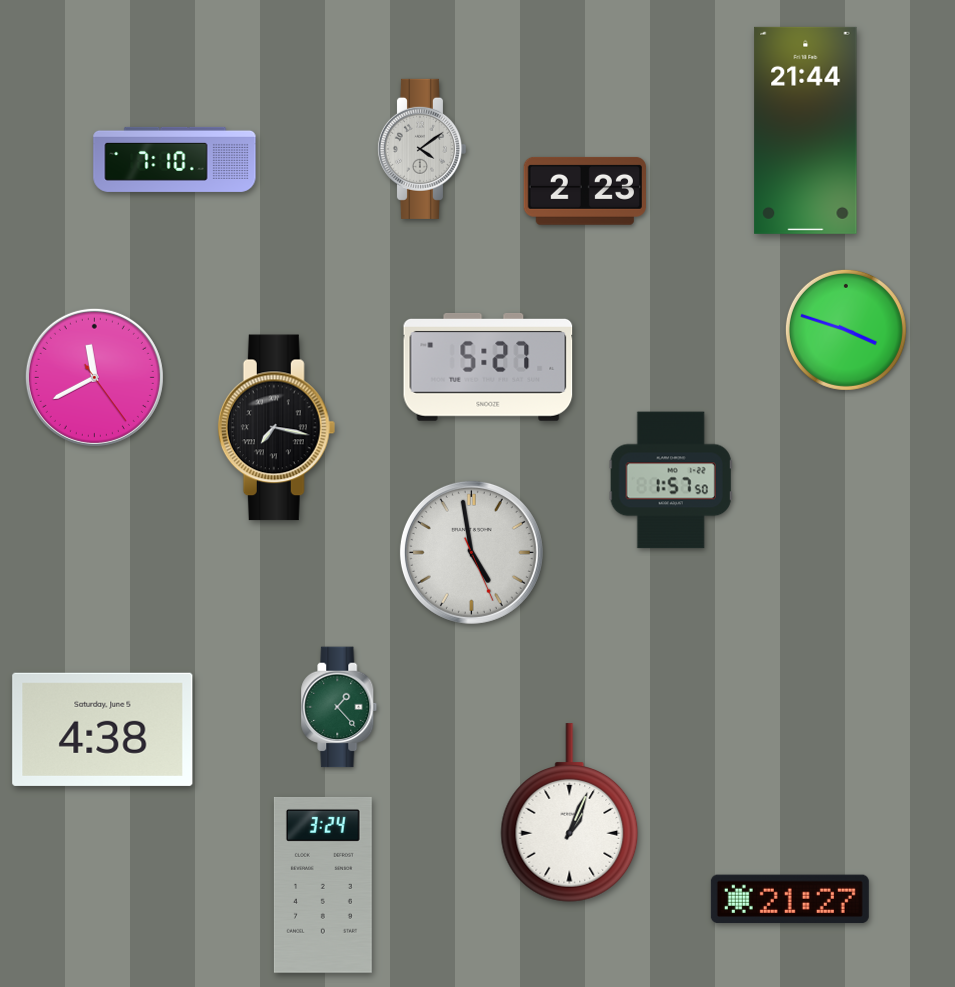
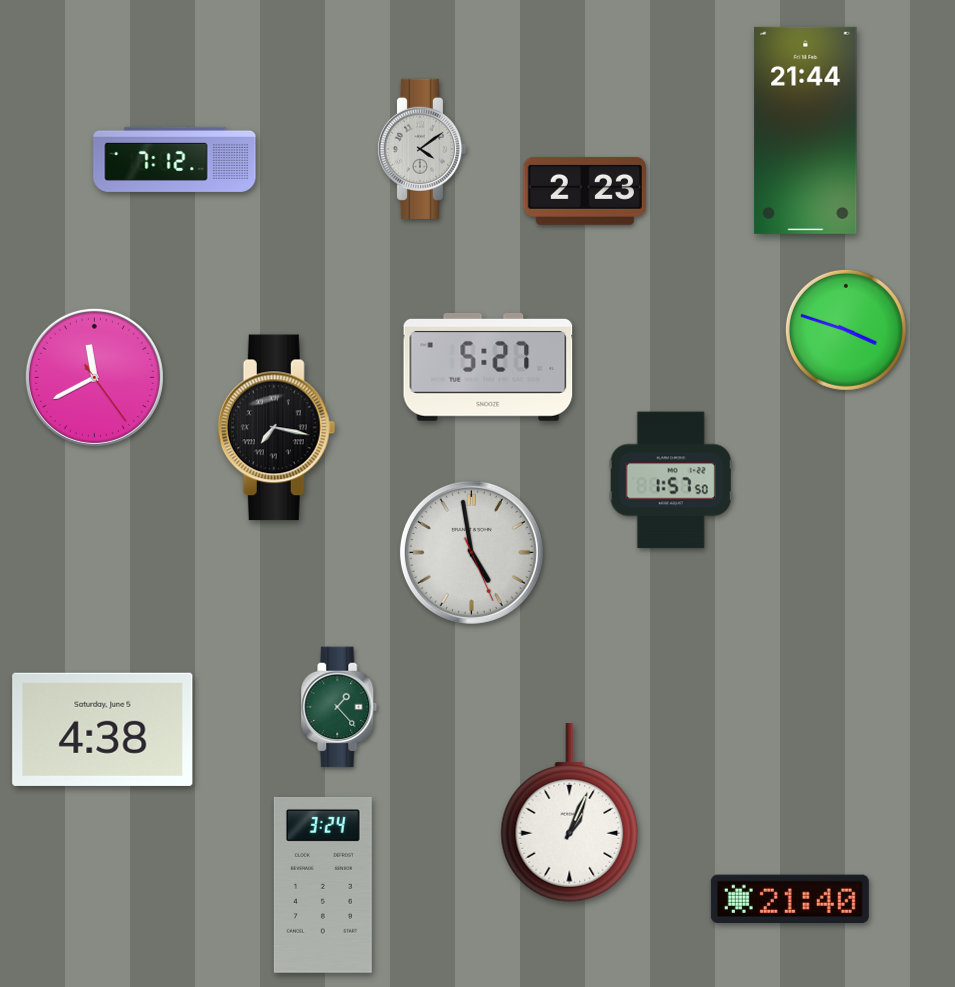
clock at (175, 159): 7:10 -> 7:12
clock at (790, 899): 21:27 -> 21:40
